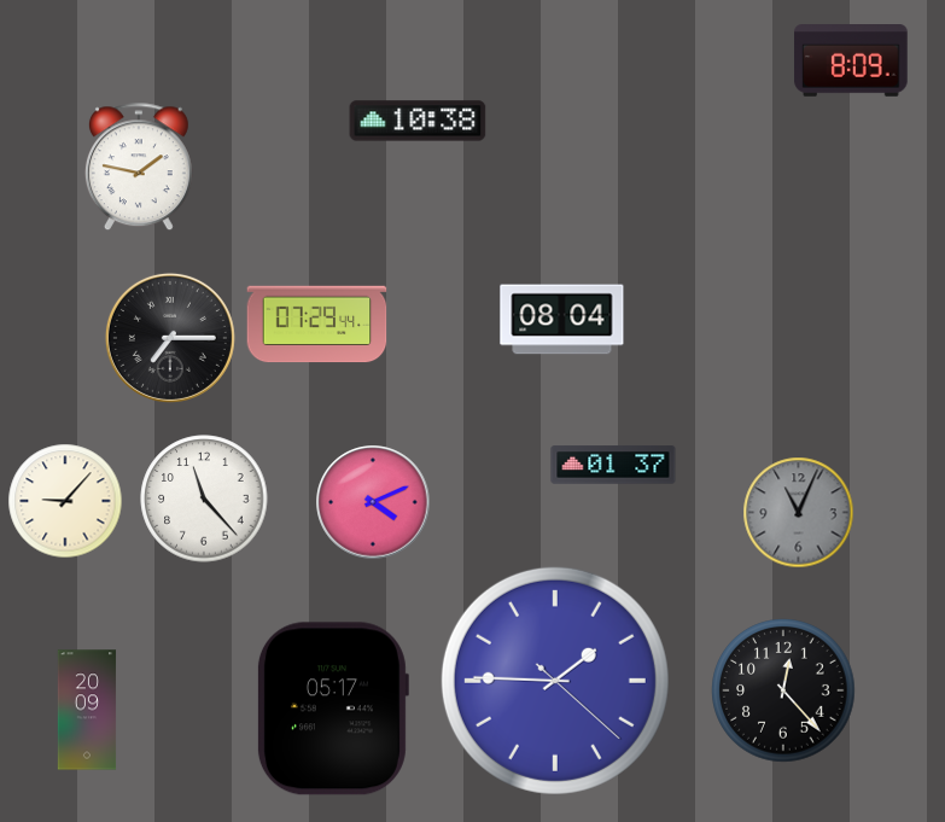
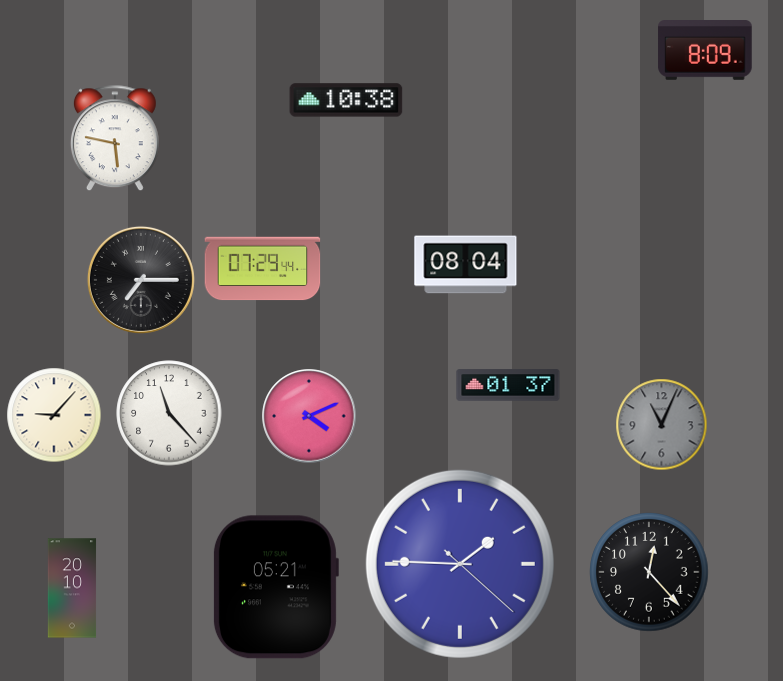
clock at (139, 168): 1:47 -> 5:47
clock at (332, 709): 05:17 -> 05:21
clock at (87, 710): 20:09 -> 20:10
